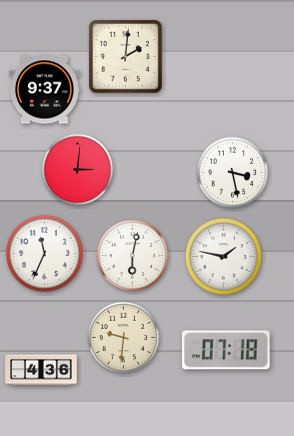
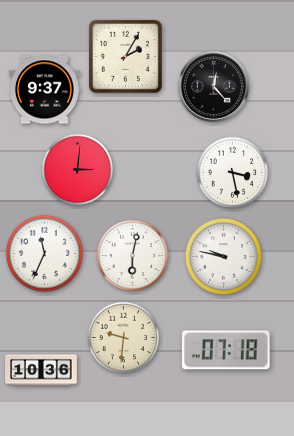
clock at (125, 56): 2:01 -> 2:05
clock at (213, 86): none -> 12:23
clock at (223, 256): 1:47 -> 9:47
clock at (41, 370): 4:36 -> 10:36
